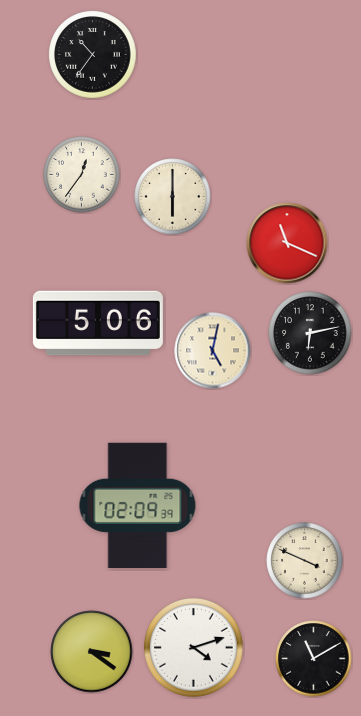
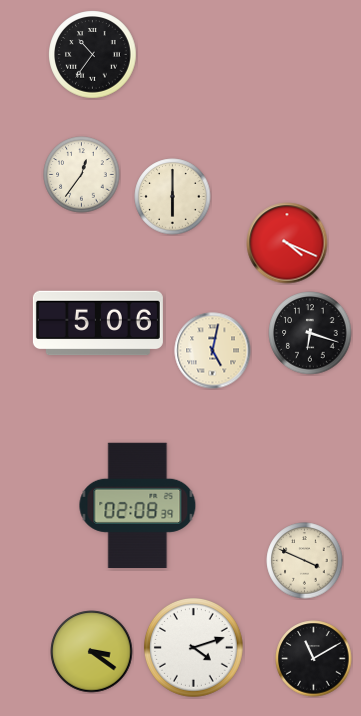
clock at (287, 243): 11:19 -> 4:19
clock at (310, 333): 6:13 -> 6:18
clock at (138, 505): 02:09 -> 02:08
